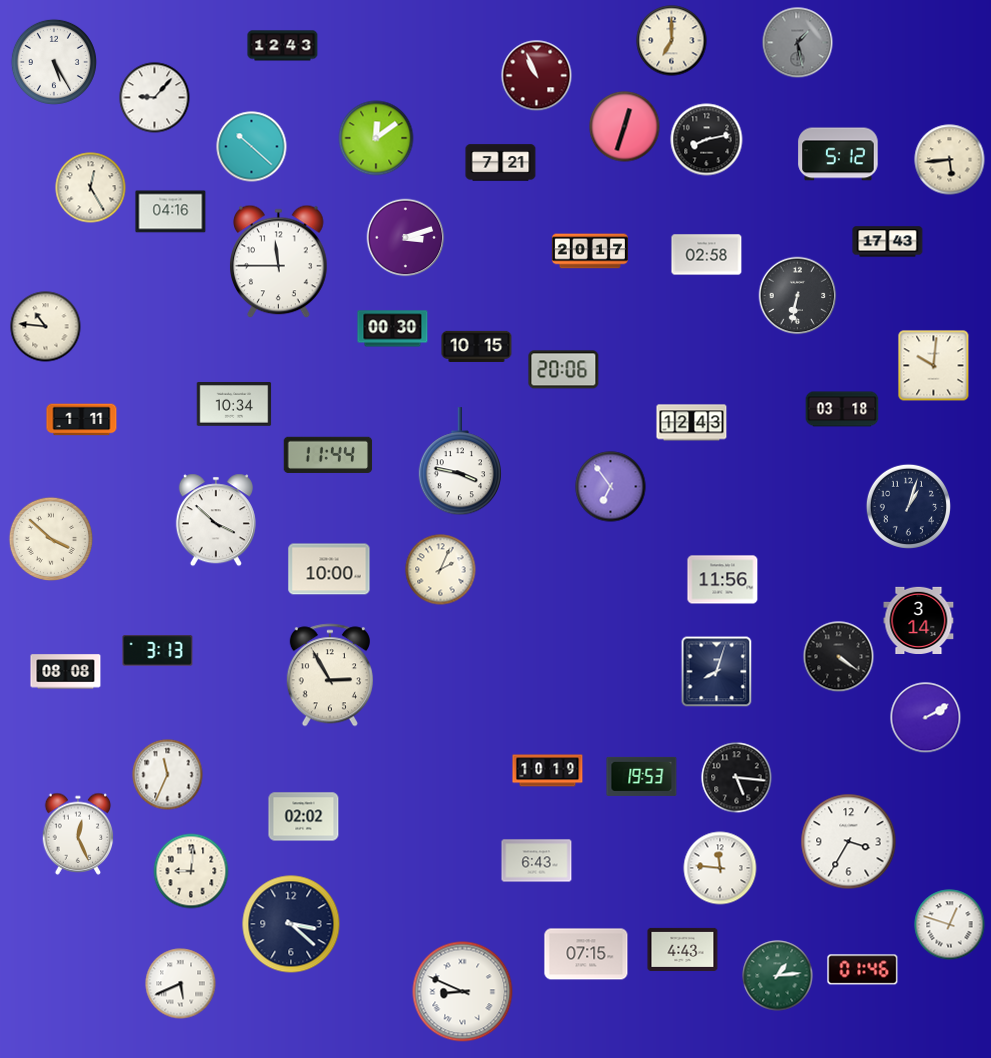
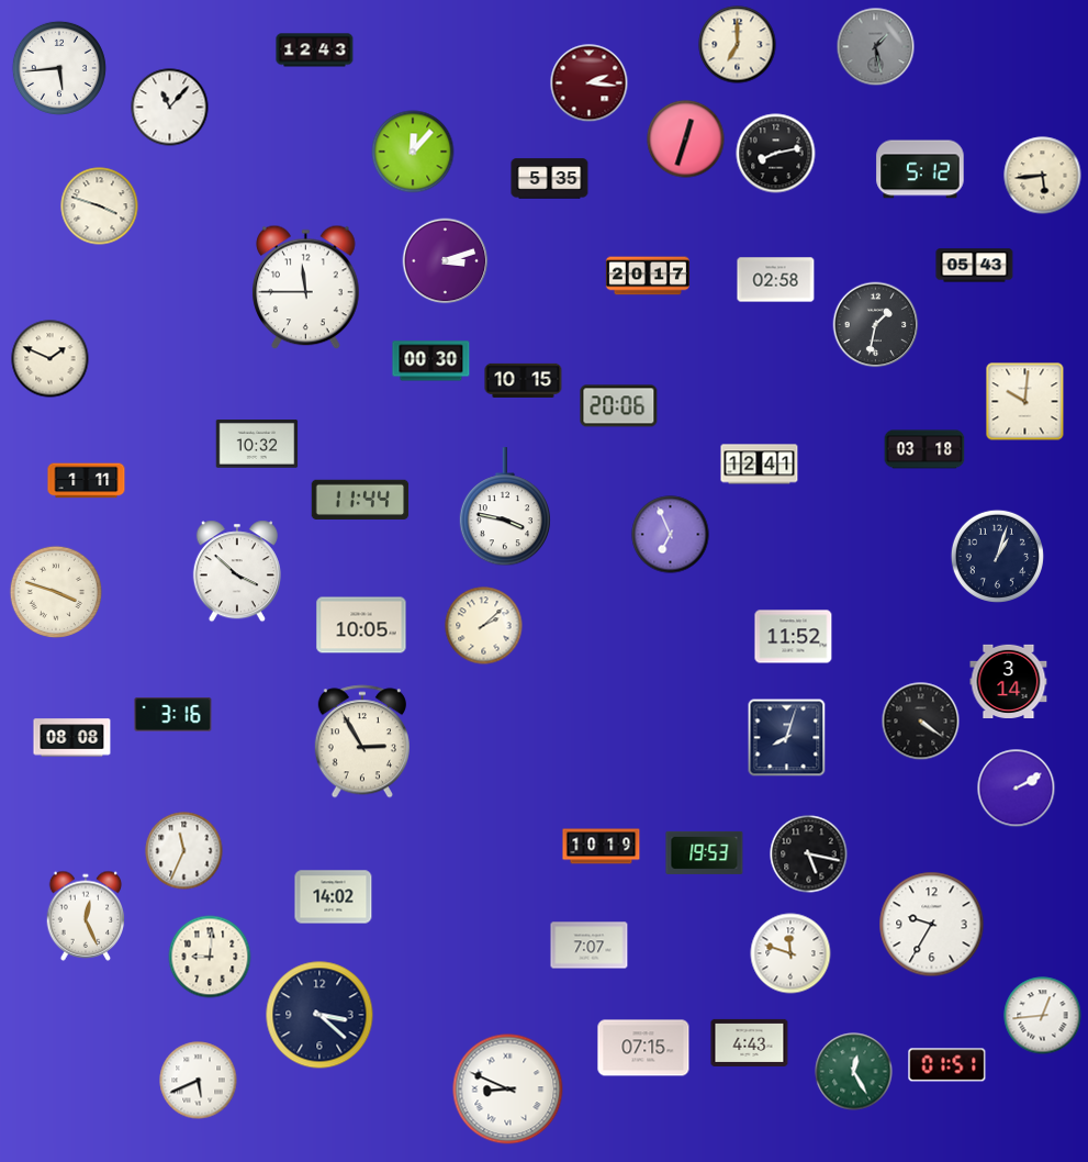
clock at (283, 46) position: (283, 46) -> (315, 51)
clock at (54, 62): 5:25 -> 5:44
clock at (537, 76): 10:56 -> 2:16
clock at (155, 98): 9:07 -> 11:07
clock at (376, 138): 12:09 -> 12:07
clock at (252, 147): 10:22 -> none
clock at (501, 163): 7:21 -> 5:35
clock at (91, 188): 12:25 -> 3:48
clock at (171, 212): 04:16 -> none
clock at (888, 242): 17:43 -> 05:43
clock at (798, 296): 6:32 -> 1:32
clock at (46, 327): 10:46 -> 1:49
clock at (234, 405): 10:34 -> 10:32
clock at (82, 420) position: (82, 420) -> (87, 481)
clock at (692, 423): 12:43 -> 12:41
clock at (611, 487): 6:54 -> 6:56
clock at (51, 539): 3:52 -> 3:48
clock at (329, 569): 10:00 -> 10:05
clock at (441, 570): 2:04 -> 2:08
clock at (723, 580): 11:56 -> 11:52
clock at (158, 651): 3:13 -> 3:16
clock at (737, 778): 5:16 -> 5:17
clock at (304, 817): 02:02 -> 14:02
clock at (849, 842): 3:35 -> 9:35
clock at (537, 861): 6:43 -> 7:07
clock at (720, 868): 11:46 -> 11:48
clock at (950, 925): 12:48 -> 12:44
clock at (863, 970): 01:46 -> 01:51
clock at (778, 976): 1:14 -> 12:25
